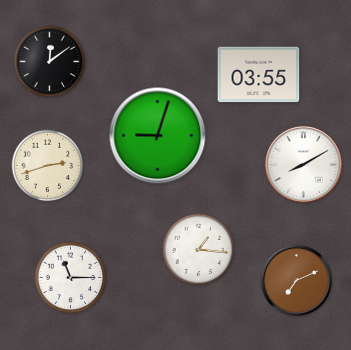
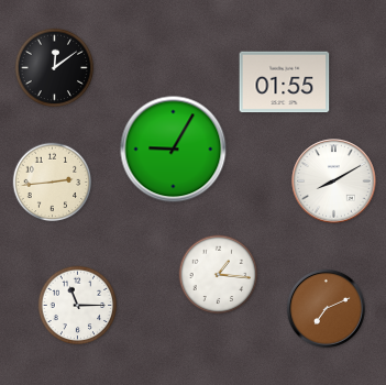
clock at (259, 75): 03:55 -> 01:55
clock at (158, 136): 9:03 -> 9:05
clock at (48, 166): 2:42 -> 2:44
